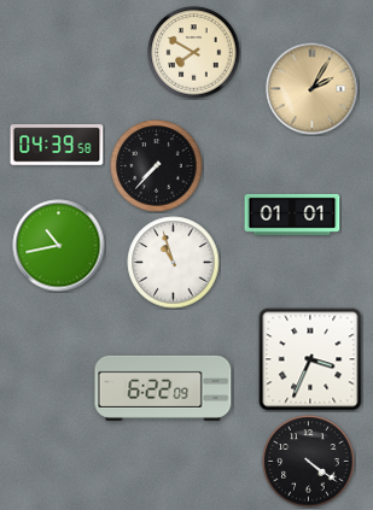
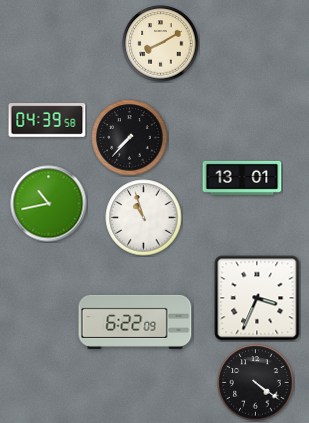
clock at (194, 53): 7:50 -> 8:10
clock at (313, 89): 2:05 -> none
clock at (292, 215): 01:01 -> 13:01
